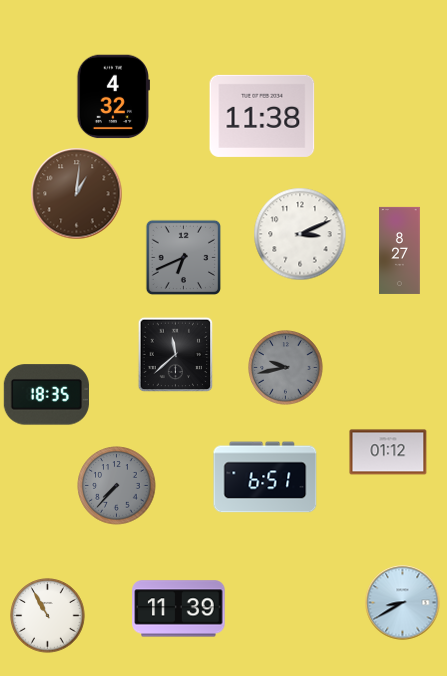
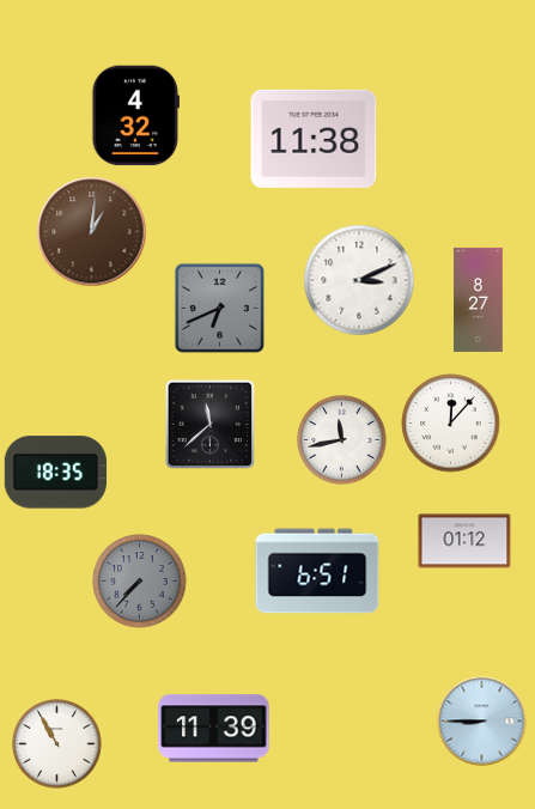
clock at (451, 424): none -> 12:07
clock at (286, 368): 9:43 -> 11:43
clock at (286, 368) dial: grey -> white
clock at (403, 603): 8:40 -> 8:45
clock at (48, 616) position: (48, 616) -> (57, 744)
